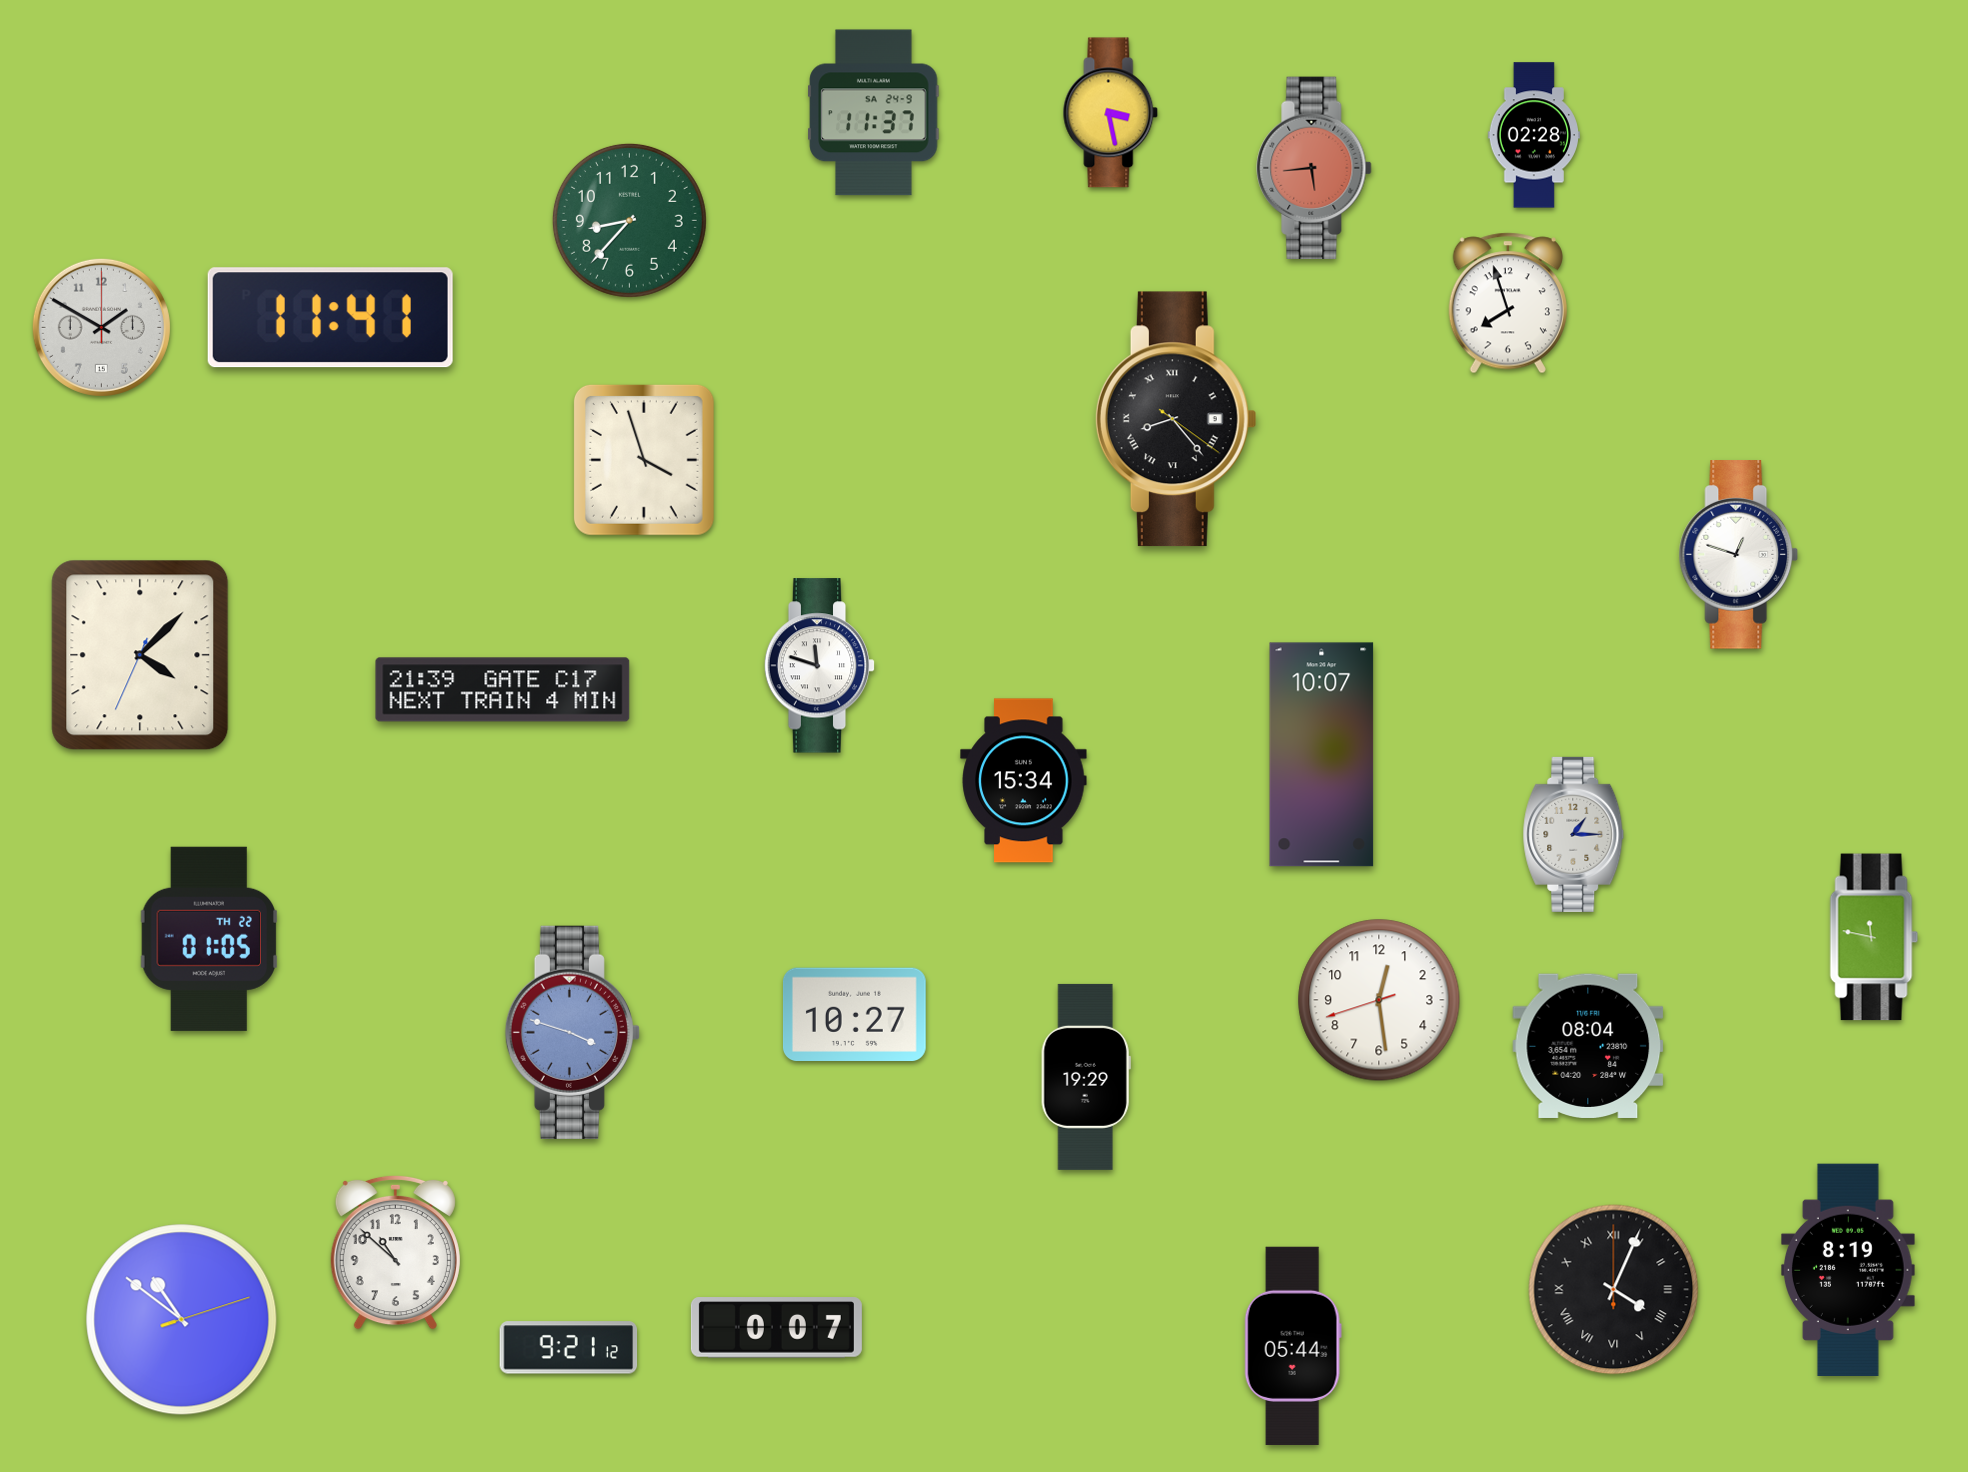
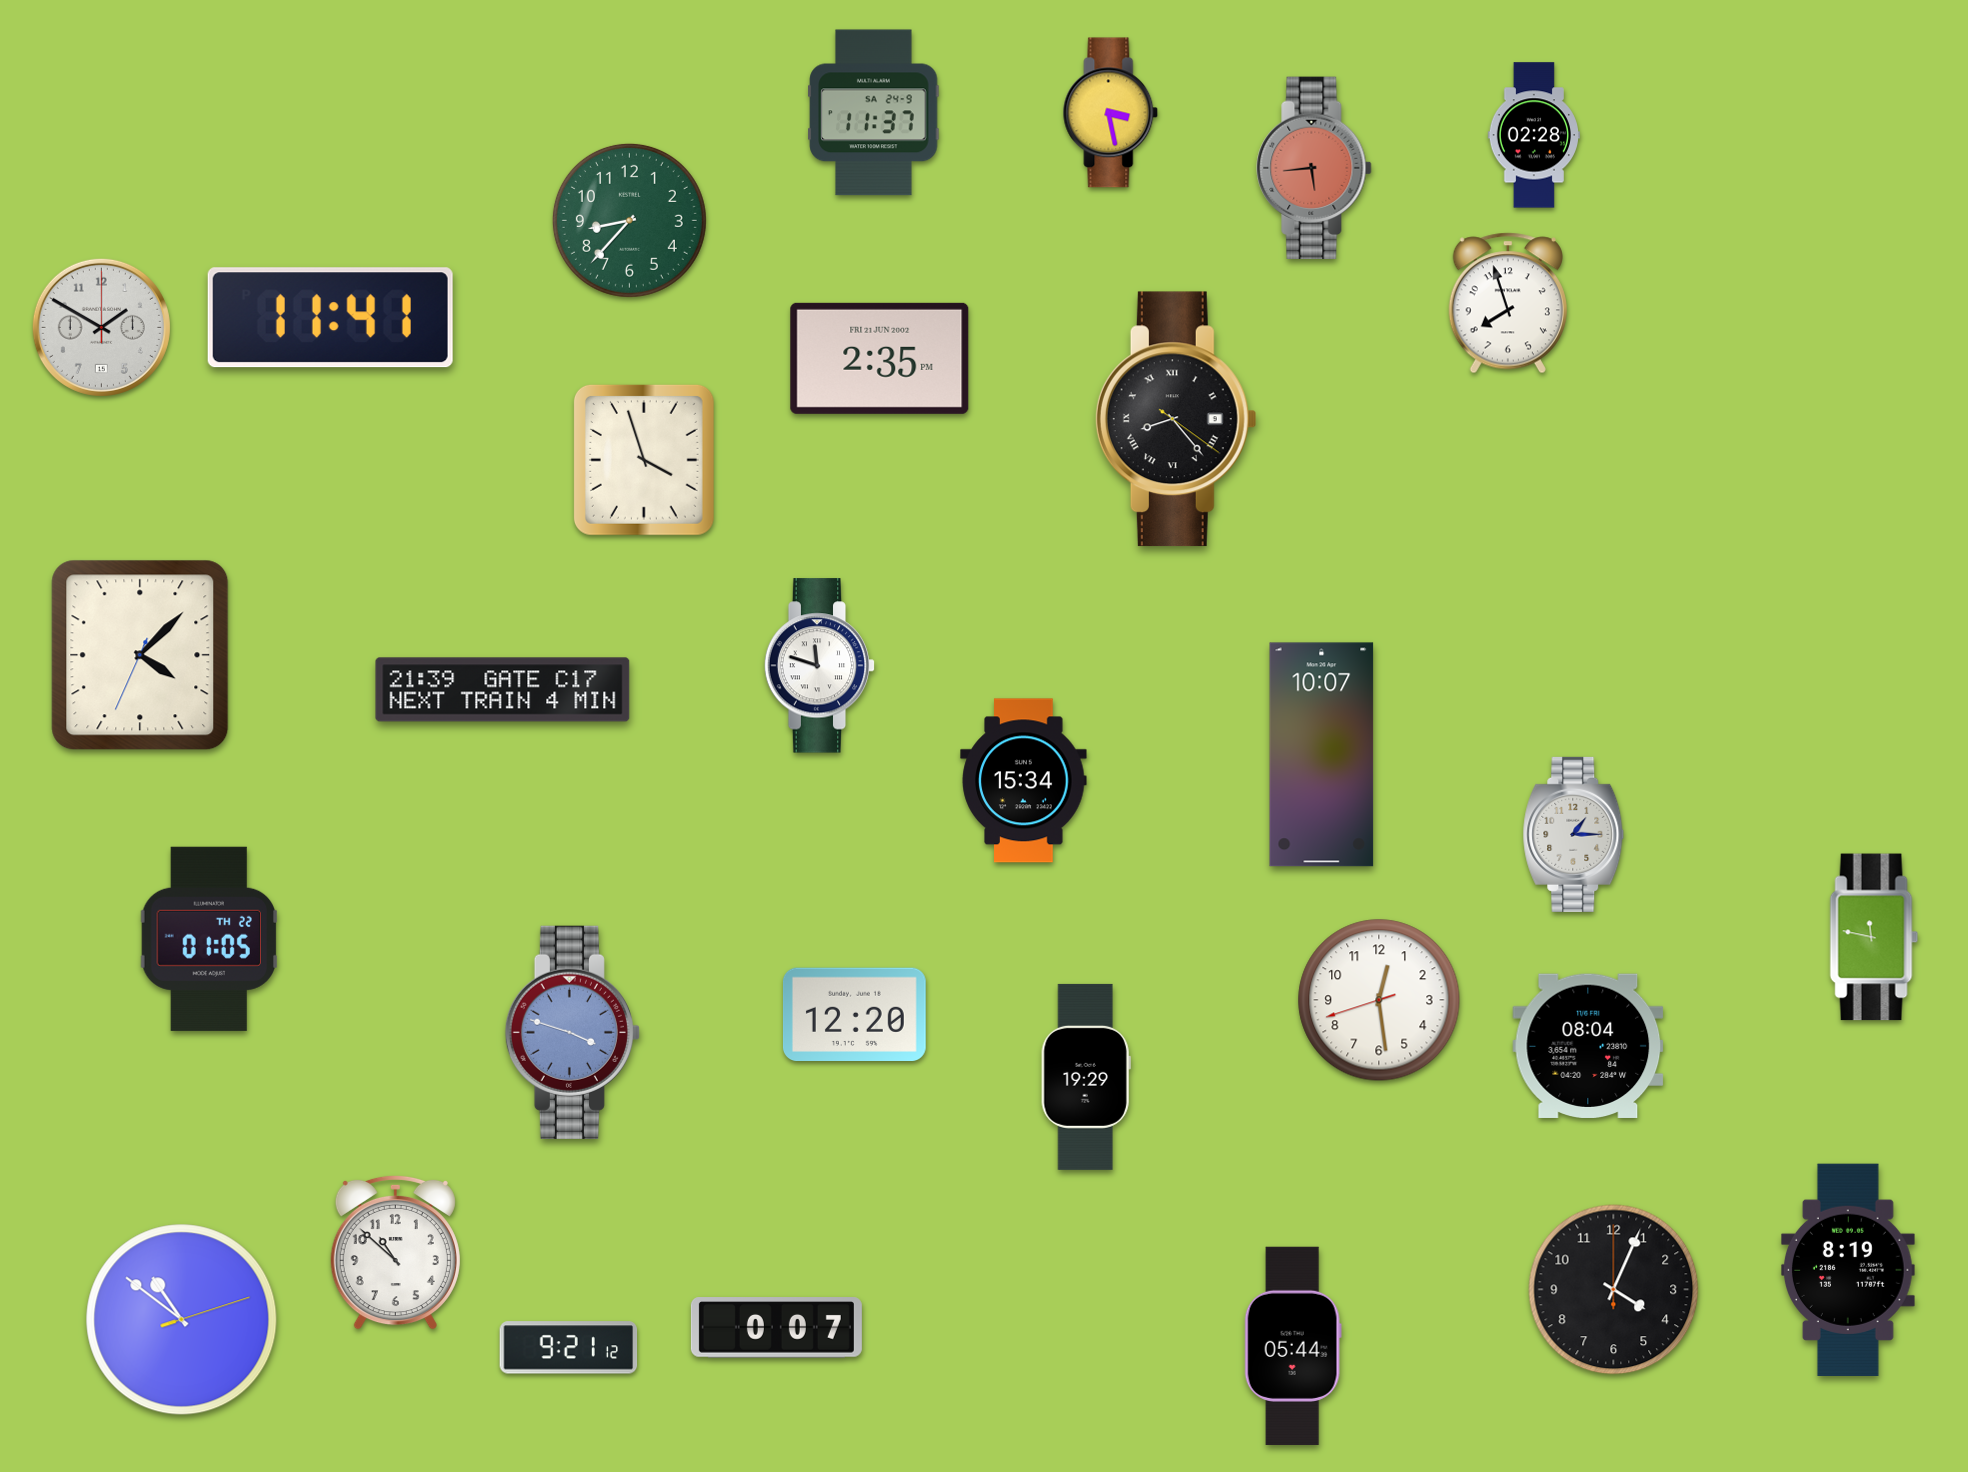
clock at (880, 358): none -> 2:35
clock at (1739, 555): 12:48 -> none
clock at (854, 1014): 10:27 -> 12:20
clock at (1614, 1290) numerals: Roman -> Arabic
